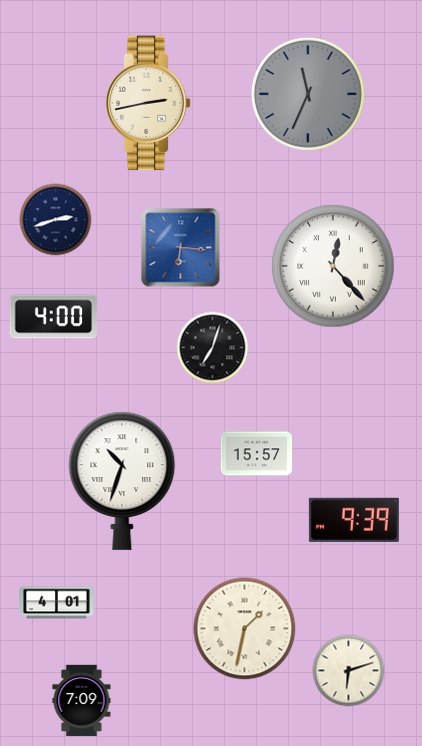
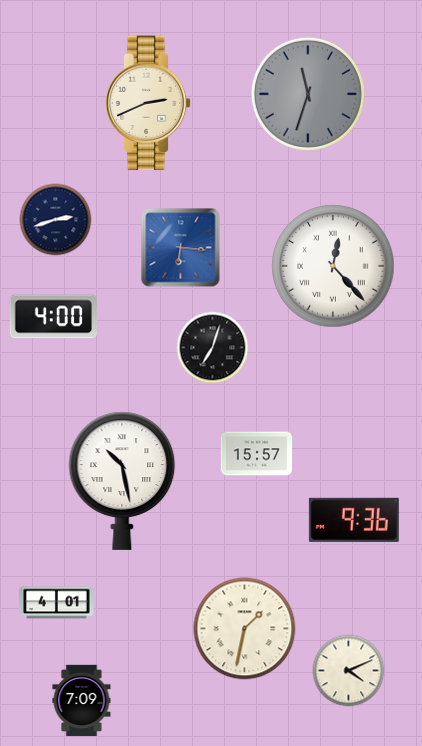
clock at (308, 94): 11:34 -> 11:33
clock at (148, 103): 2:43 -> 2:41
clock at (122, 481): 10:33 -> 10:28
clock at (354, 520): 9:39 -> 9:36
clock at (349, 671): 6:12 -> 4:11
